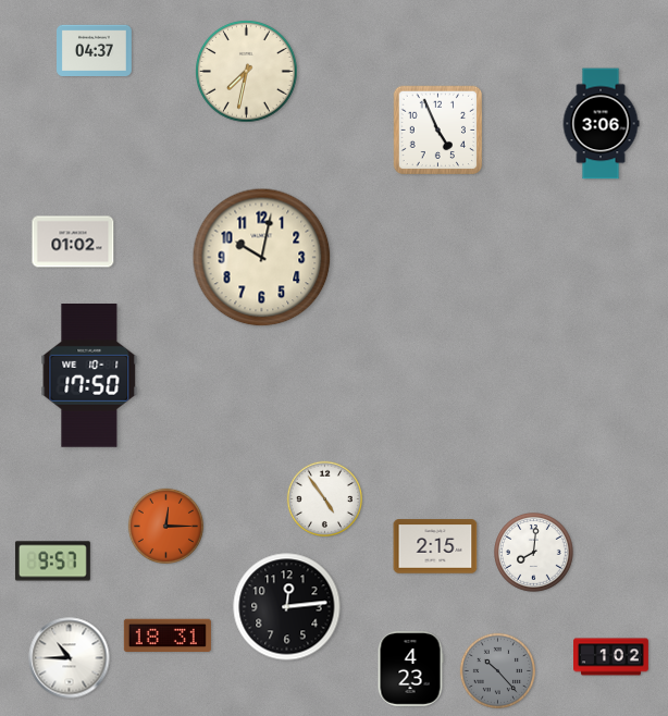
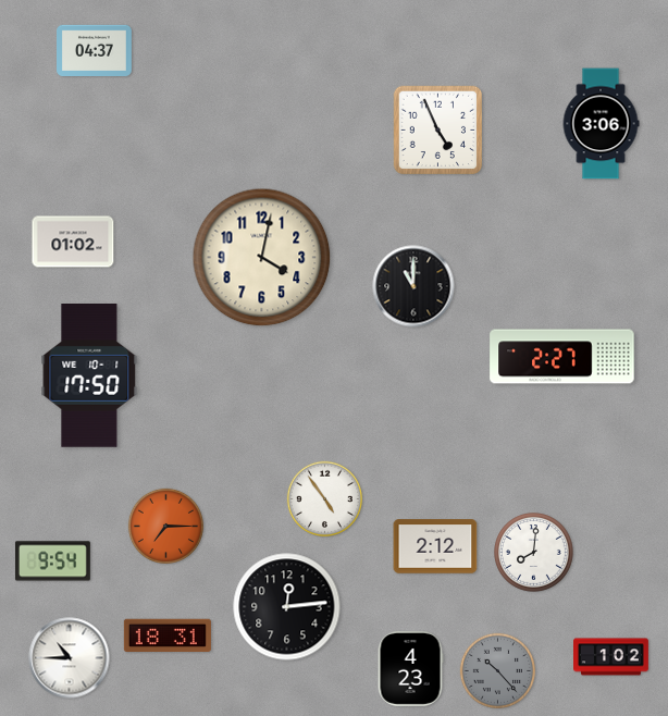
clock at (247, 72): 7:32 -> none
clock at (262, 258): 10:02 -> 4:02
clock at (413, 286): none -> 11:00
clock at (562, 357): none -> 2:27
clock at (165, 526): 12:15 -> 7:15
clock at (435, 546): 2:15 -> 2:12
clock at (52, 561): 9:57 -> 9:54
